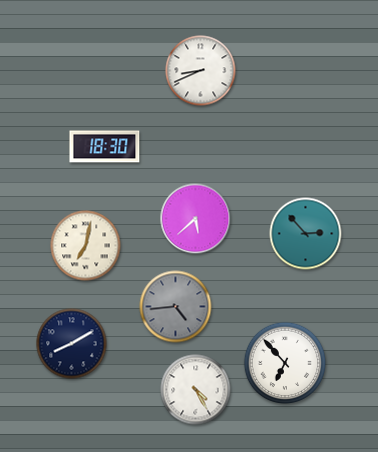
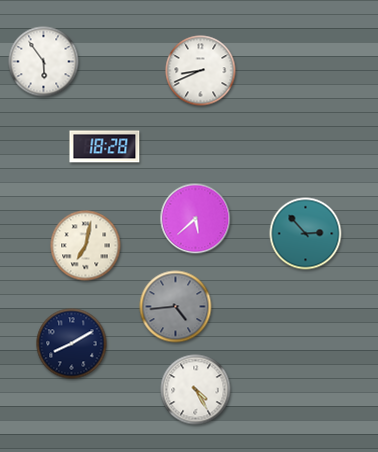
clock at (44, 62): none -> 5:54
clock at (105, 147): 18:30 -> 18:28
clock at (285, 363): 6:53 -> none
